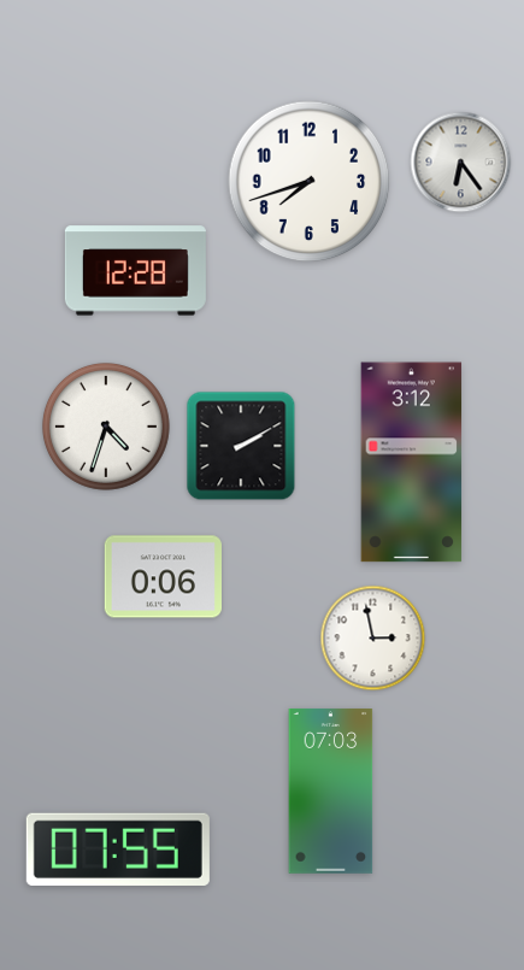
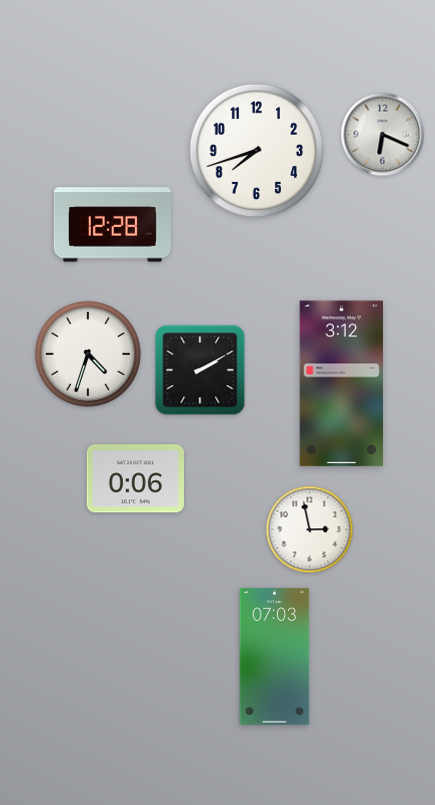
clock at (461, 163): 6:24 -> 6:19
clock at (118, 848): 07:55 -> none
